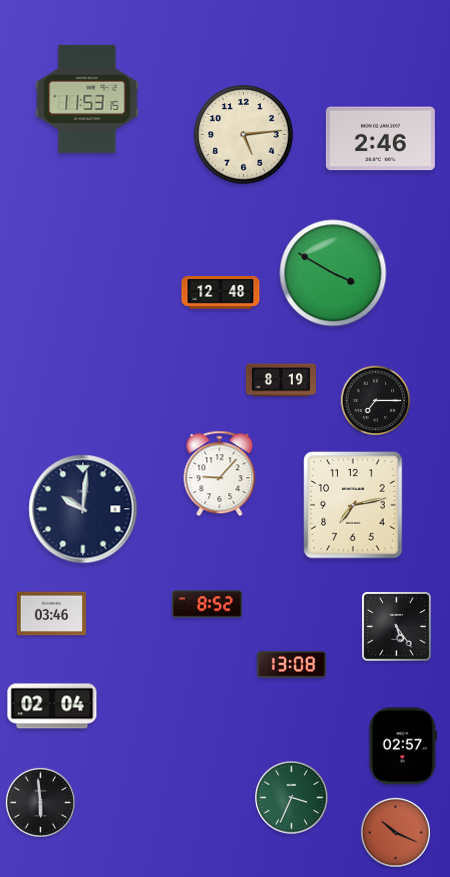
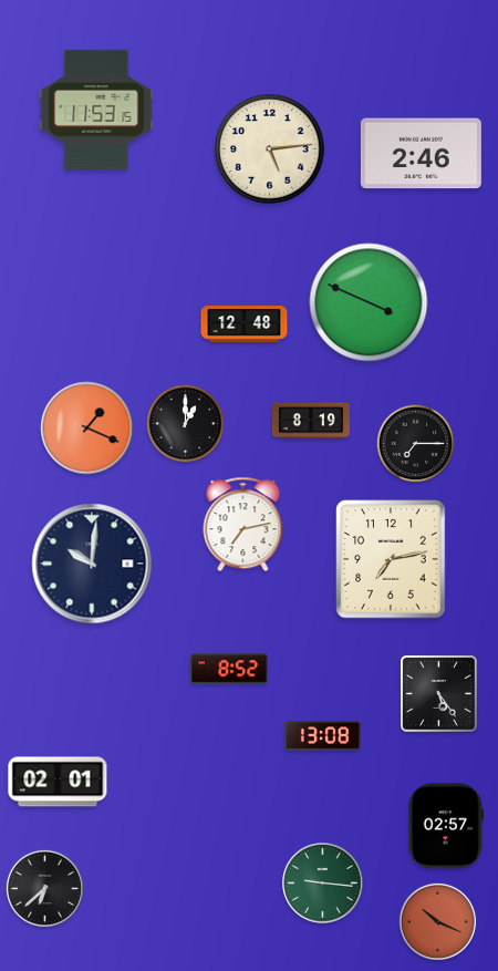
clock at (333, 273): 3:50 -> 3:49
clock at (186, 424): none -> 1:00
clock at (87, 428): none -> 1:19
clock at (220, 474): 9:07 -> 7:13
clock at (51, 614): 03:46 -> none
clock at (52, 706): 02:04 -> 02:01
clock at (292, 798): 3:34 -> 9:16
clock at (40, 802): 5:59 -> 6:38
